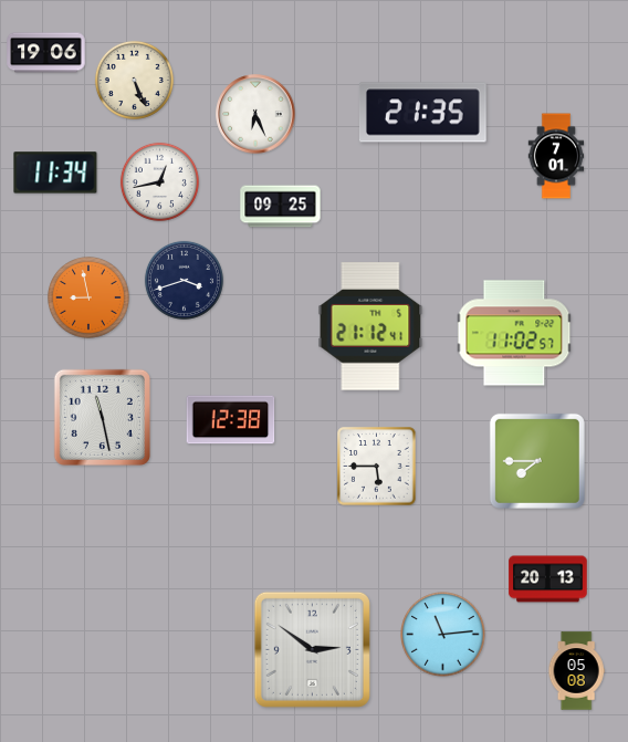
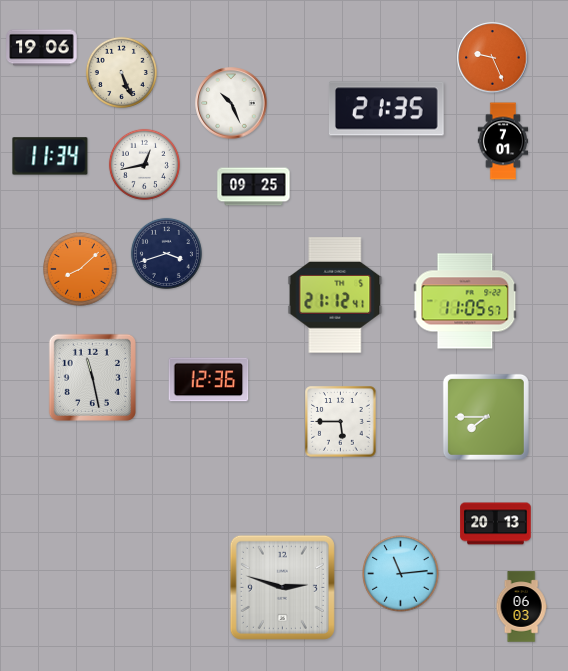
clock at (493, 58): none -> 9:26
clock at (422, 113) position: (422, 113) -> (386, 109)
clock at (255, 114): 6:26 -> 10:26
clock at (90, 299): 8:58 -> 8:08
clock at (514, 333): 11:02 -> 11:05
clock at (231, 420): 12:38 -> 12:36
clock at (312, 649): 2:51 -> 2:48
clock at (576, 671): 05:08 -> 06:03
